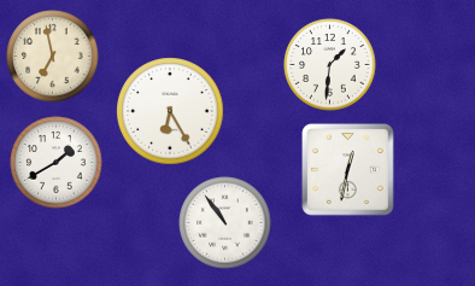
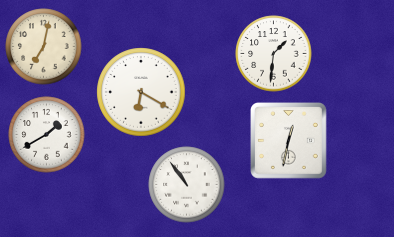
clock at (53, 57): 6:58 -> 7:02
clock at (170, 111): 6:25 -> 6:20
